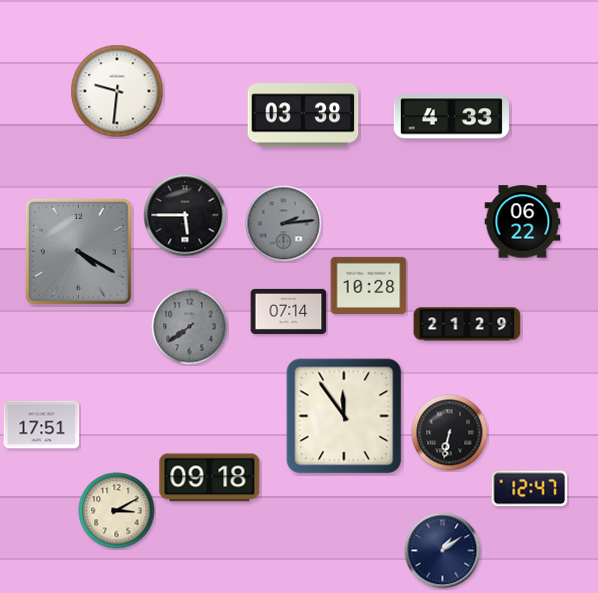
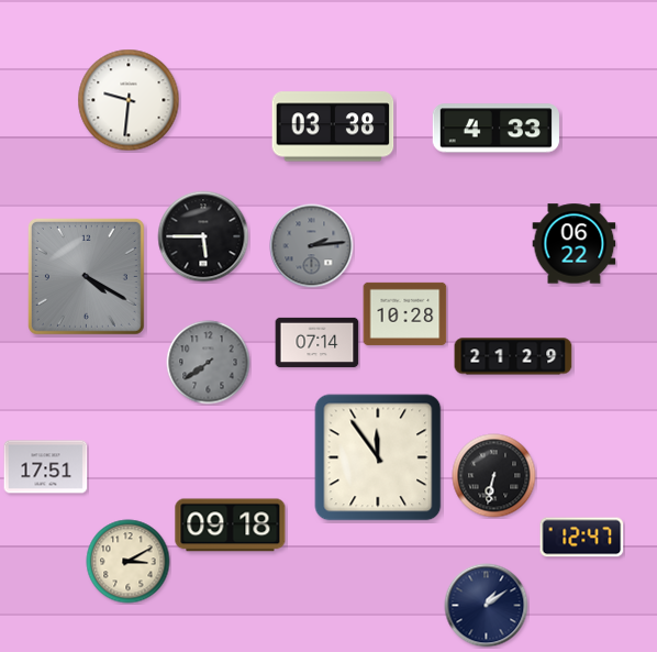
clock at (190, 327) position: (190, 327) -> (209, 363)
